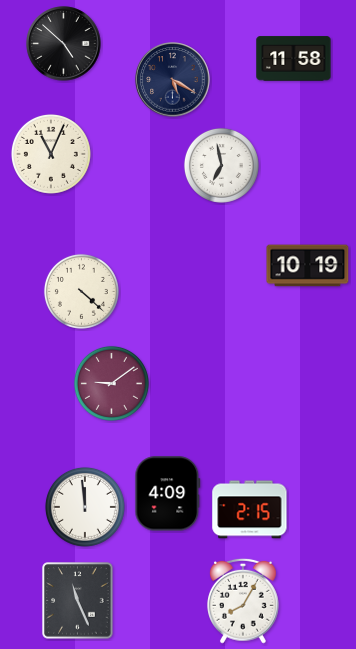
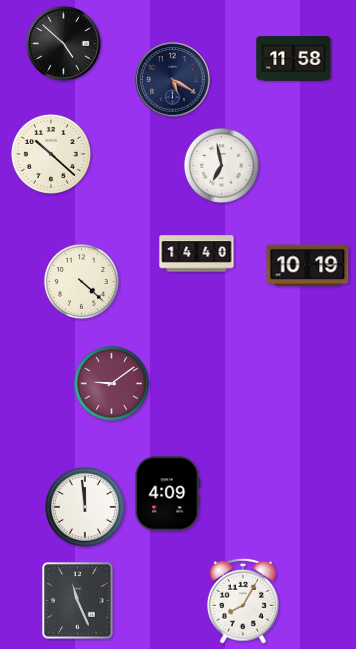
clock at (51, 154): 11:04 -> 10:22
clock at (197, 254): none -> 14:40
clock at (81, 291) position: (81, 291) -> (81, 281)
clock at (250, 510): 2:15 -> none
